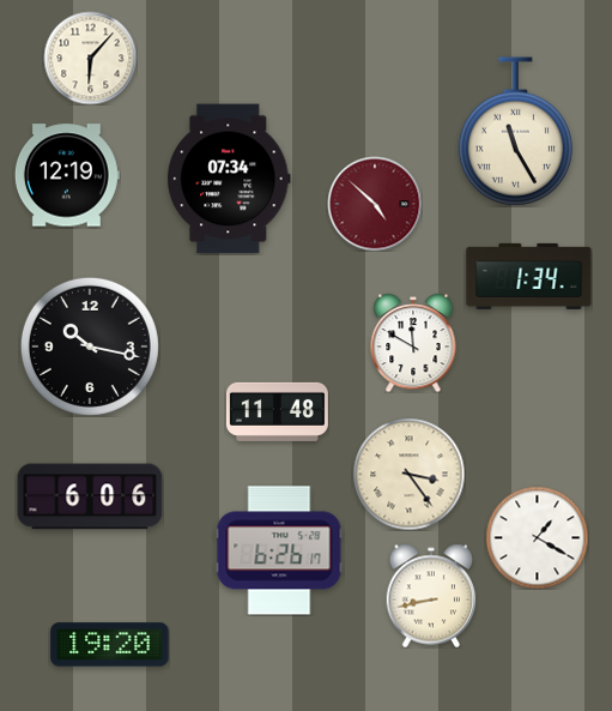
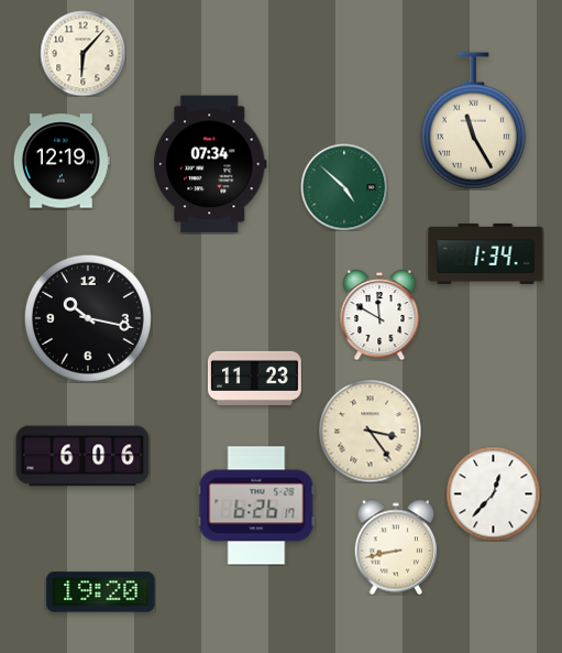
clock at (375, 204) dial: burgundy -> green
clock at (90, 347) position: (90, 347) -> (88, 318)
clock at (277, 411): 11:48 -> 11:23
clock at (408, 474) position: (408, 474) -> (370, 431)
clock at (537, 537): 1:20 -> 12:37
